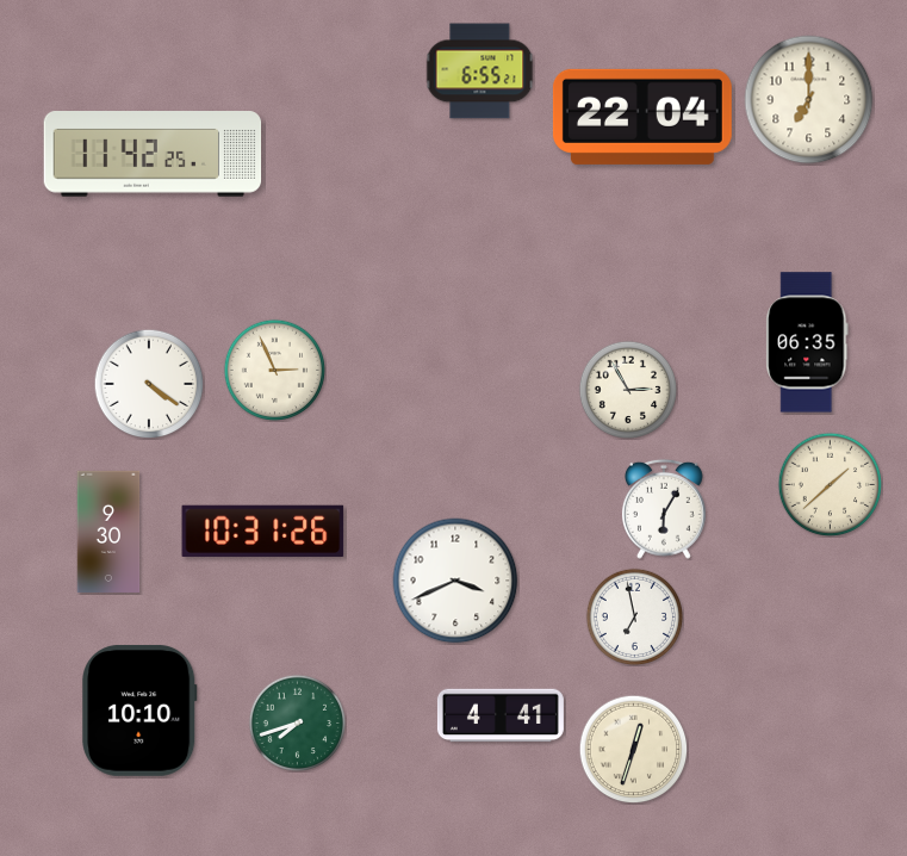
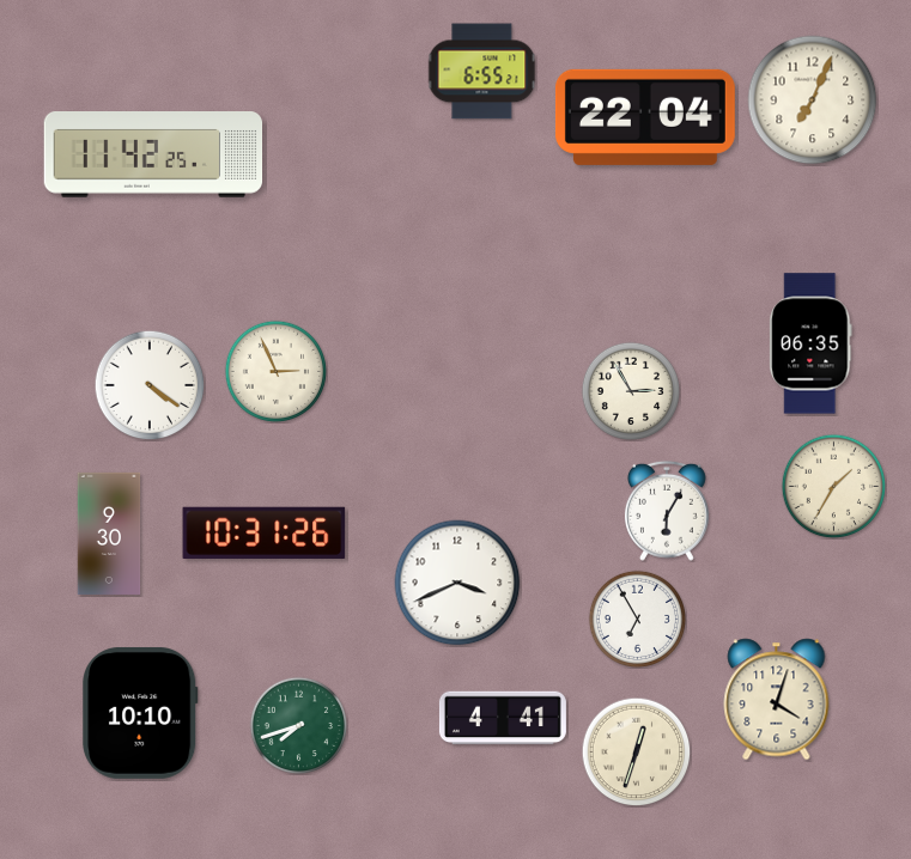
clock at (809, 100): 7:00 -> 7:04
clock at (830, 484): 1:38 -> 1:35
clock at (634, 616): 6:58 -> 6:55
clock at (777, 700): none -> 4:03
